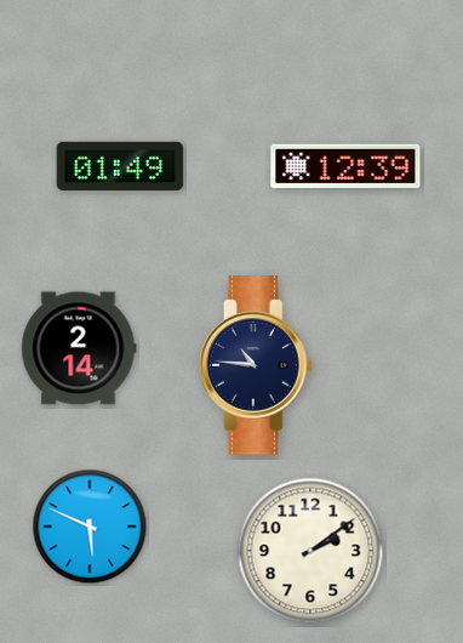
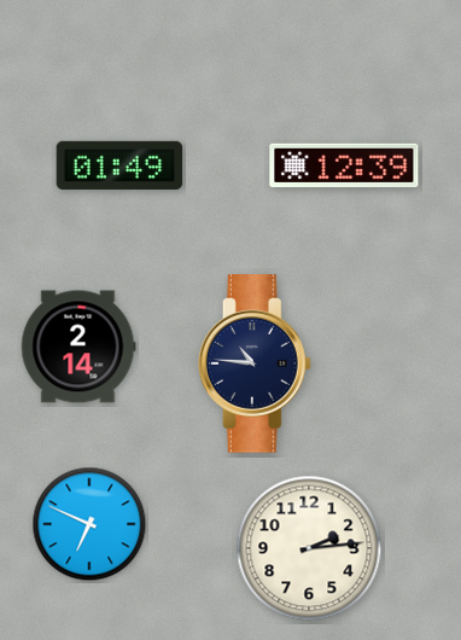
clock at (90, 527): 5:49 -> 6:49
clock at (310, 551): 2:09 -> 2:14
